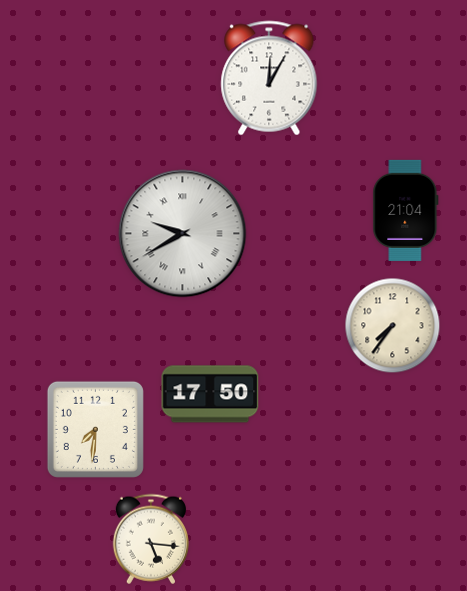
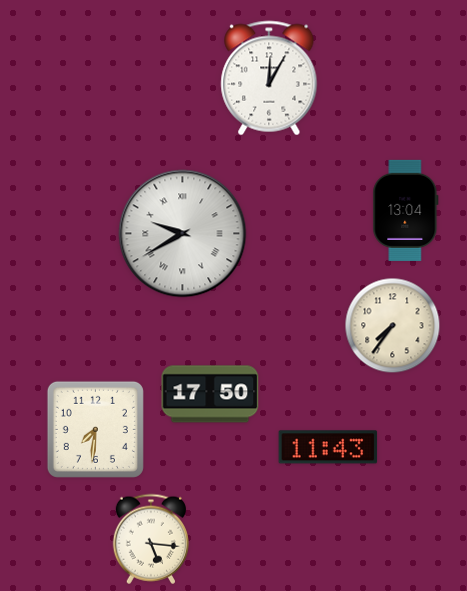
clock at (406, 210): 21:04 -> 13:04
clock at (328, 447): none -> 11:43
